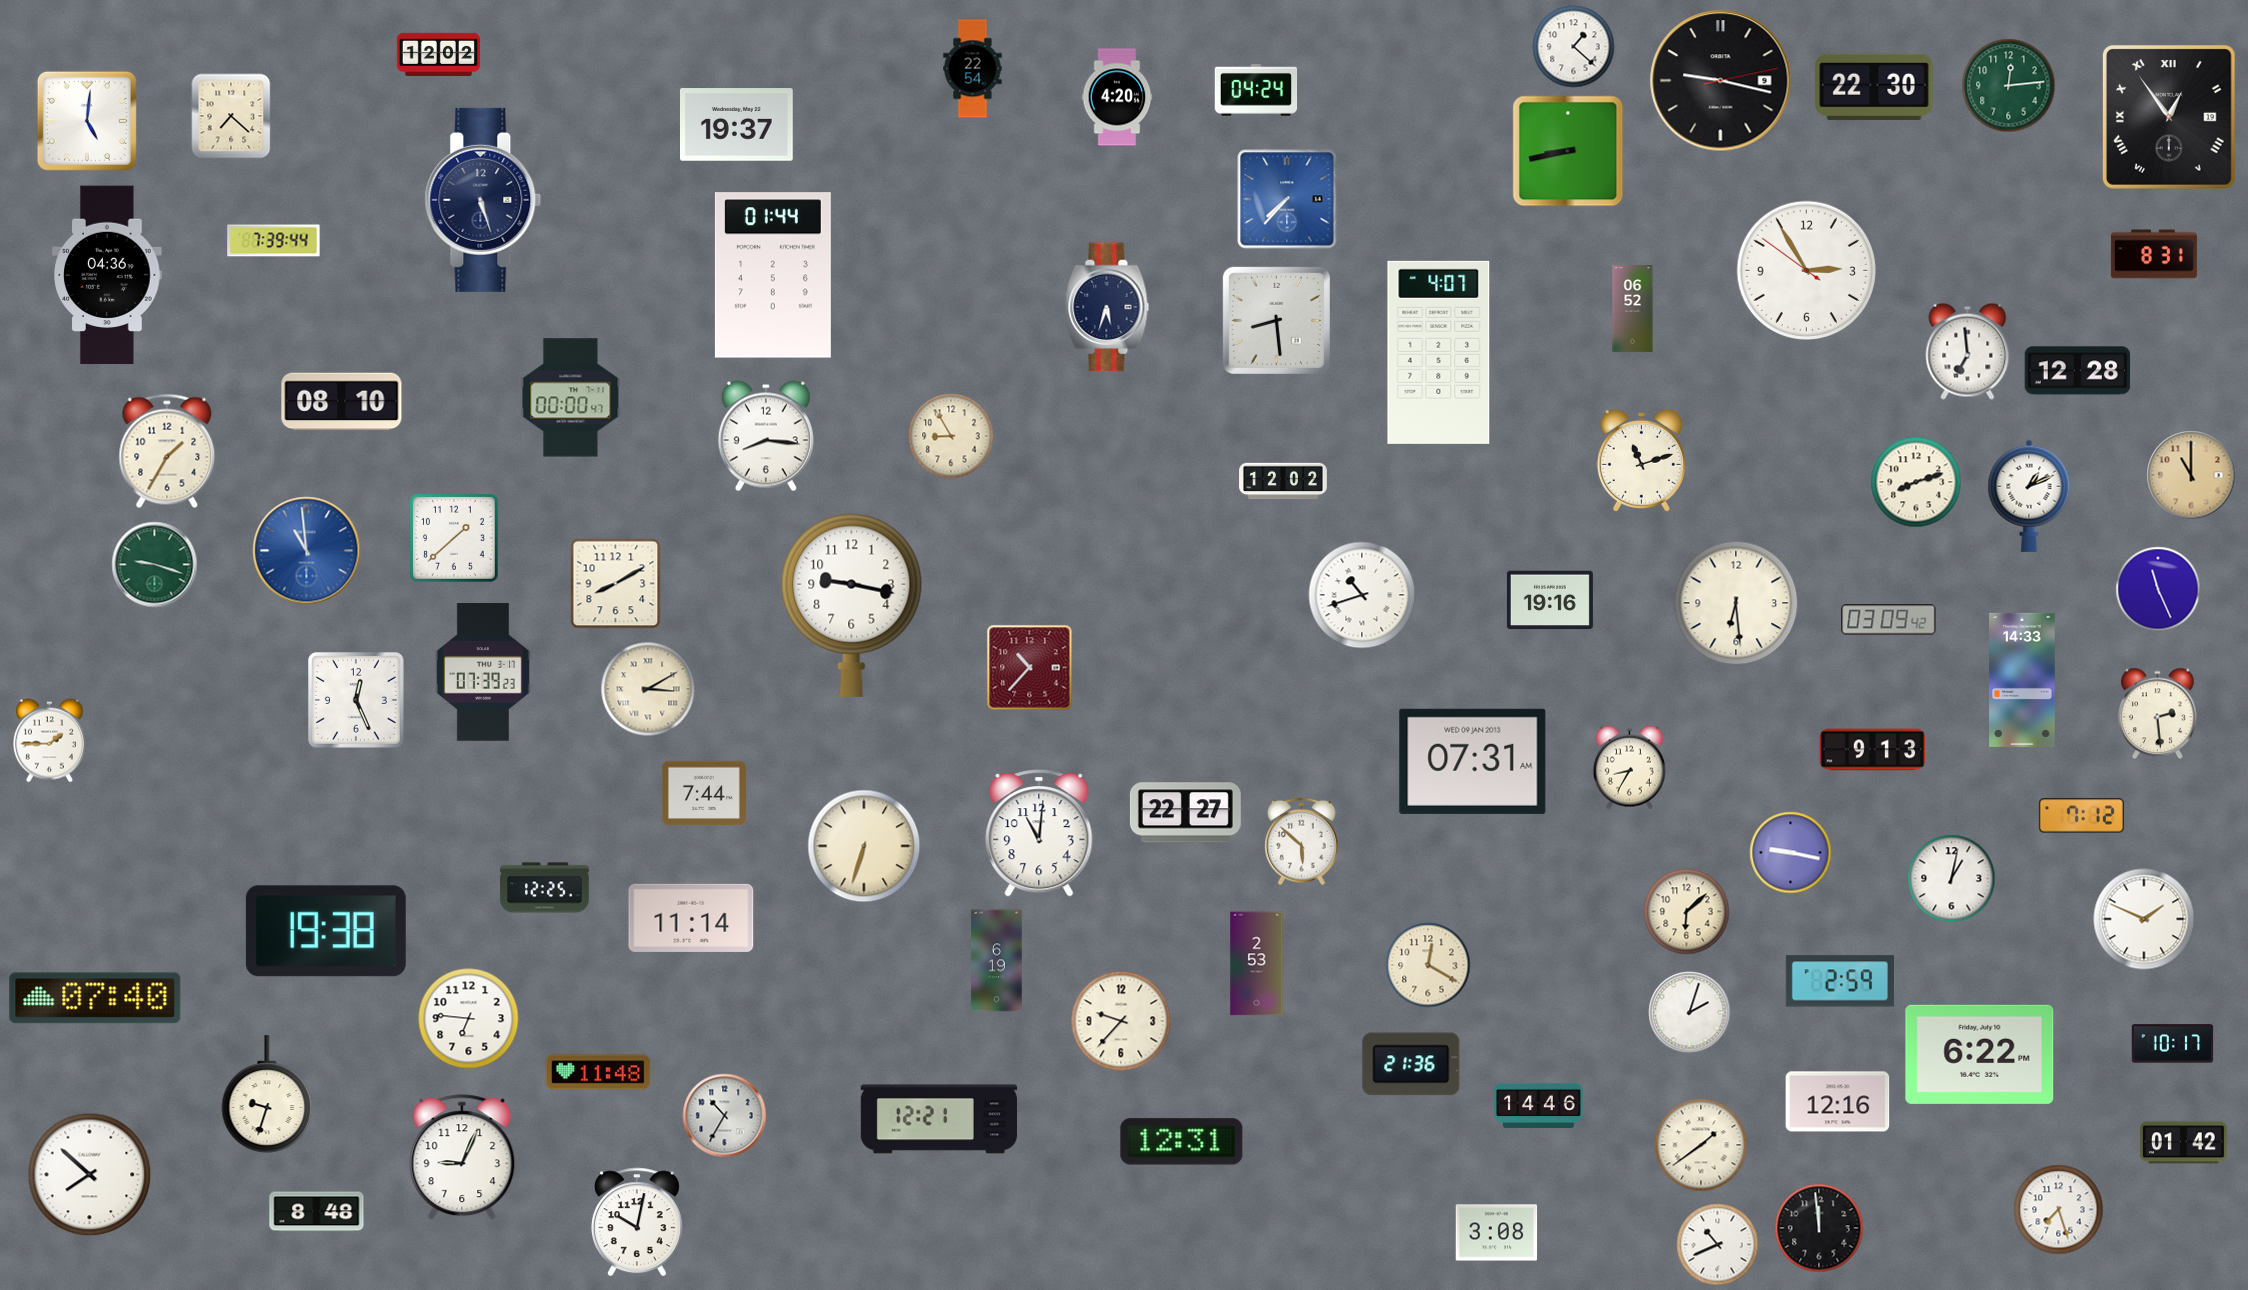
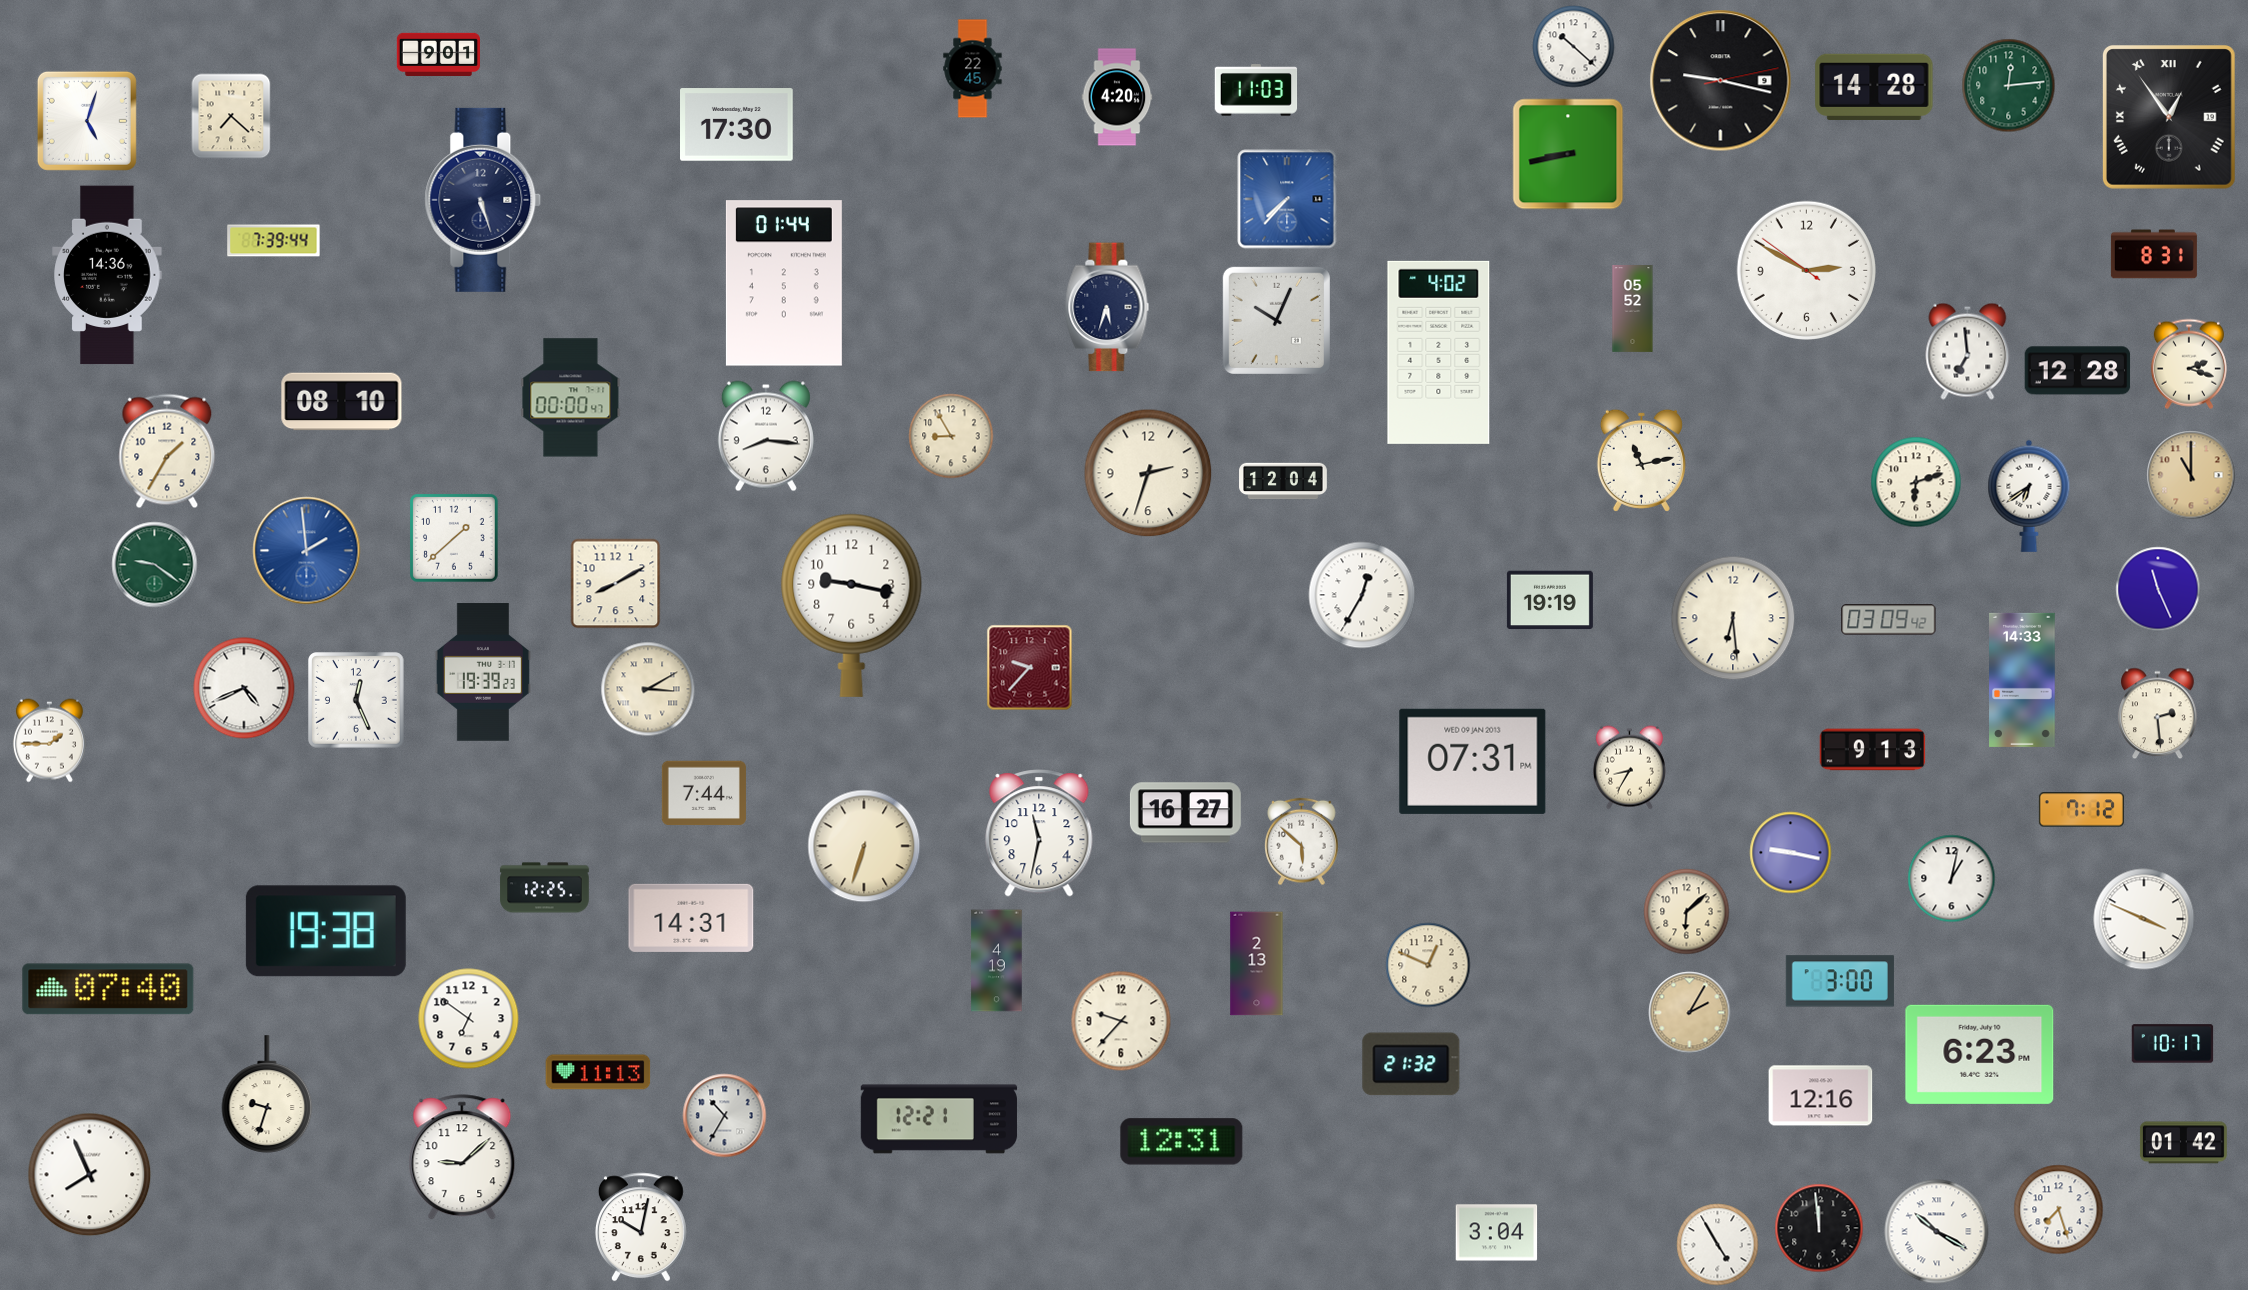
clock at (1574, 47): 1:22 -> 10:22
clock at (438, 54): 12:02 -> 9:01
clock at (973, 69): 22:54 -> 22:45
clock at (1874, 87): 22:30 -> 14:28
clock at (1256, 90): 04:24 -> 11:03
clock at (87, 121): 5:01 -> 5:03
clock at (737, 125): 19:37 -> 17:30
clock at (1568, 151) position: (1568, 151) -> (1568, 154)
clock at (1806, 270): 2:54 -> 2:49
clock at (107, 275): 04:36 -> 14:36
clock at (773, 275) position: (773, 275) -> (784, 283)
clock at (1633, 309): 06:52 -> 05:52
clock at (1276, 320): 8:29 -> 10:04
clock at (1439, 352): 4:07 -> 4:02
clock at (2189, 364): none -> 2:18
clock at (1641, 460): 11:12 -> 11:13
clock at (1148, 473): none -> 2:33
clock at (1283, 481): 12:02 -> 12:04
clock at (1916, 482): 8:12 -> 6:12
clock at (2029, 496): 1:11 -> 6:39
clock at (307, 551): 10:59 -> 1:59
clock at (155, 565): 9:18 -> 9:21
clock at (1362, 595): 10:42 -> 12:35
clock at (1550, 600): 19:16 -> 19:19
clock at (1736, 603) position: (1736, 603) -> (1733, 618)
clock at (1030, 668): 10:37 -> 9:37
clock at (483, 672): 07:39 -> 19:39
clock at (244, 688): none -> 4:41
clock at (1473, 761): 07:31 AM -> 07:31 PM
clock at (1185, 813): 22:27 -> 16:27
clock at (2081, 816) position: (2081, 816) -> (2081, 810)
clock at (1039, 833): 11:01 -> 11:32
clock at (691, 918): 11:14 -> 14:31
clock at (2144, 919): 1:49 -> 3:49
clock at (997, 961): 6:19 -> 4:19
clock at (1257, 964): 2:53 -> 2:13
clock at (1428, 965): 12:20 -> 12:49
clock at (1840, 981): 2:59 -> 3:00
clock at (95, 998) position: (95, 998) -> (108, 989)
clock at (1690, 1013): 2:03 -> 2:05
clock at (1690, 1013) dial: white -> champagne
clock at (469, 1019): 6:46 -> 6:51
clock at (1980, 1054): 6:22 -> 6:23
clock at (1411, 1064): 21:36 -> 21:32
clock at (598, 1072): 11:48 -> 11:13
clock at (1838, 1102) position: (1838, 1102) -> (1821, 1096)
clock at (1539, 1105): 14:46 -> none
clock at (1701, 1145): 1:39 -> none
clock at (462, 1158): 9:04 -> 9:08
clock at (90, 1175): 7:52 -> 7:56
clock at (317, 1212): 8:48 -> none
clock at (637, 1222) position: (637, 1222) -> (641, 1227)
clock at (1937, 1232): none -> 10:20
clock at (1497, 1233): 3:08 -> 3:04
clock at (1718, 1245): 10:41 -> 4:55
